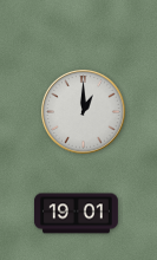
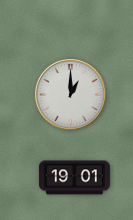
clock at (76, 214) position: (76, 214) -> (74, 178)
